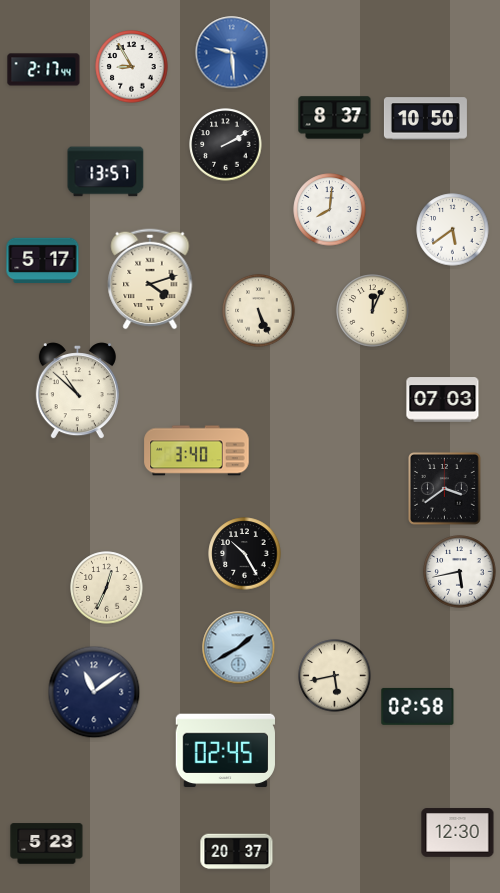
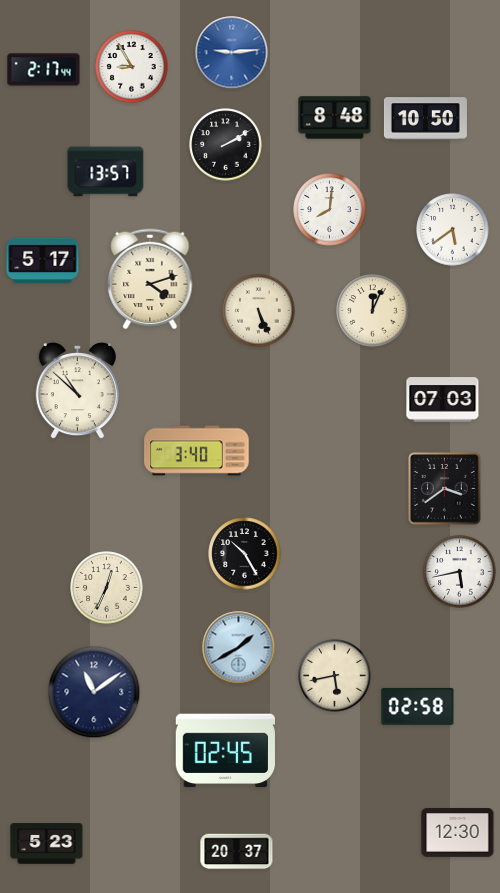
clock at (232, 53): 9:29 -> 9:14
clock at (335, 118): 8:37 -> 8:48
